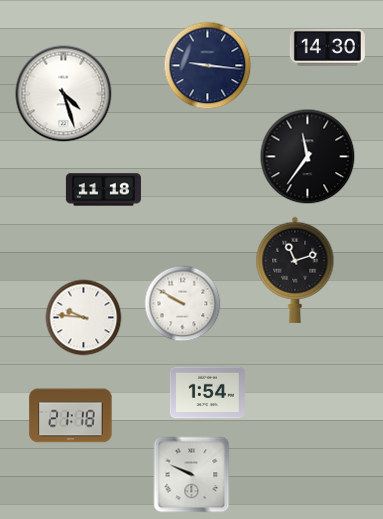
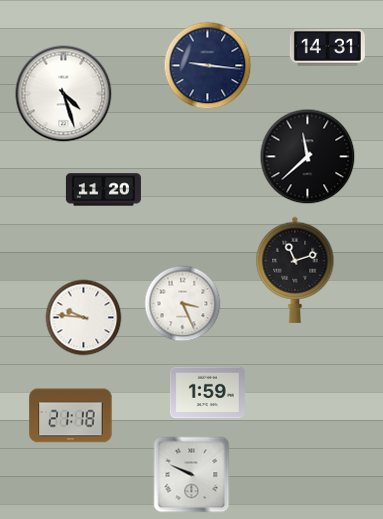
clock at (327, 48): 14:30 -> 14:31
clock at (308, 157): 11:36 -> 11:38
clock at (103, 190): 11:18 -> 11:20
clock at (183, 304): 9:50 -> 3:26
clock at (207, 393): 1:54 -> 1:59
